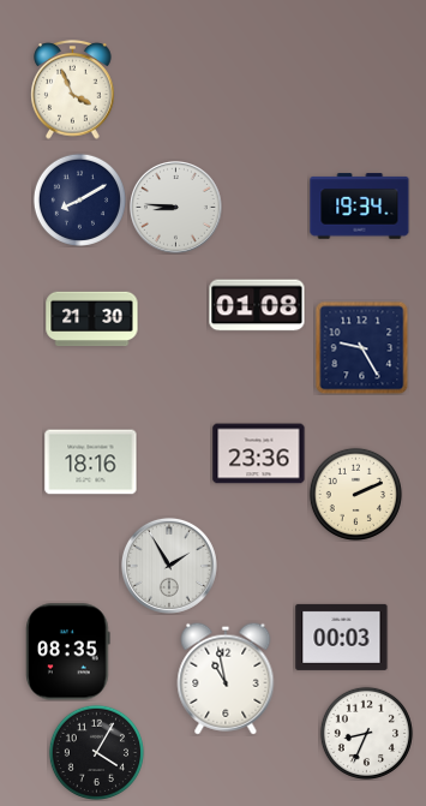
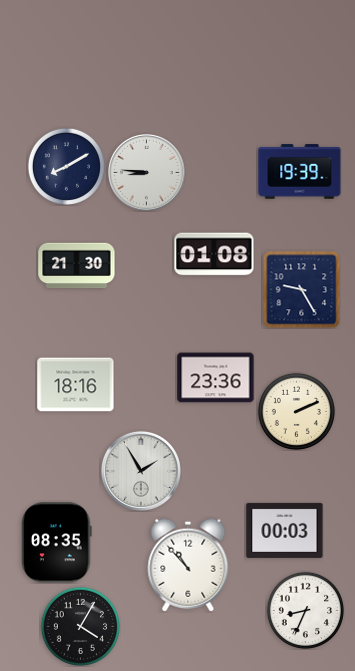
clock at (73, 90): 3:56 -> none
clock at (360, 207): 19:34 -> 19:39
clock at (226, 679): 10:58 -> 10:53
